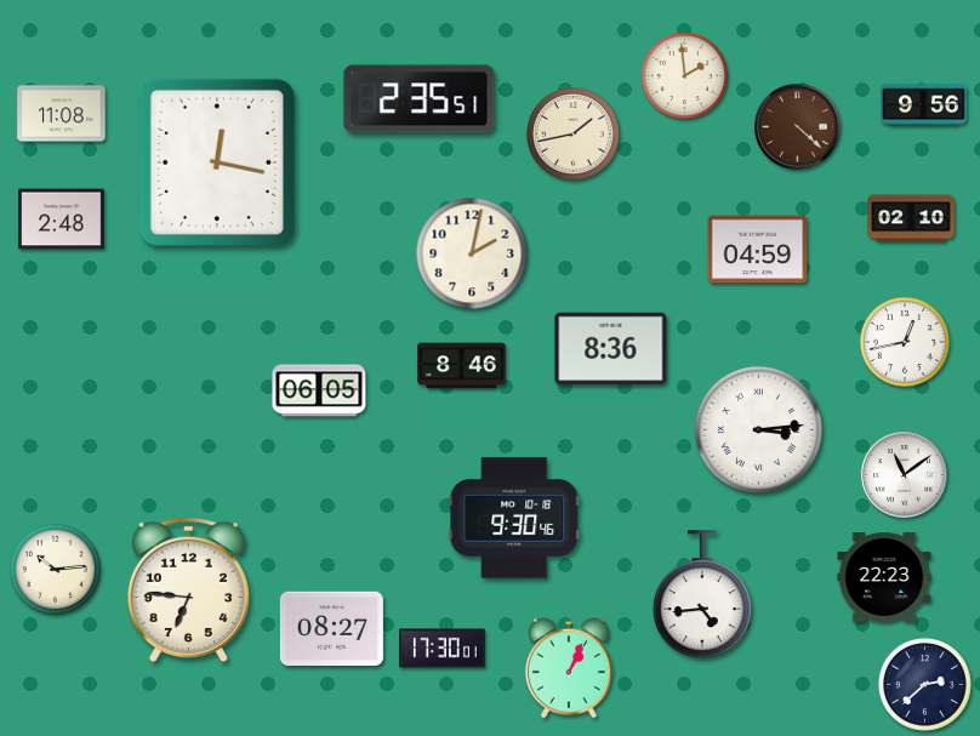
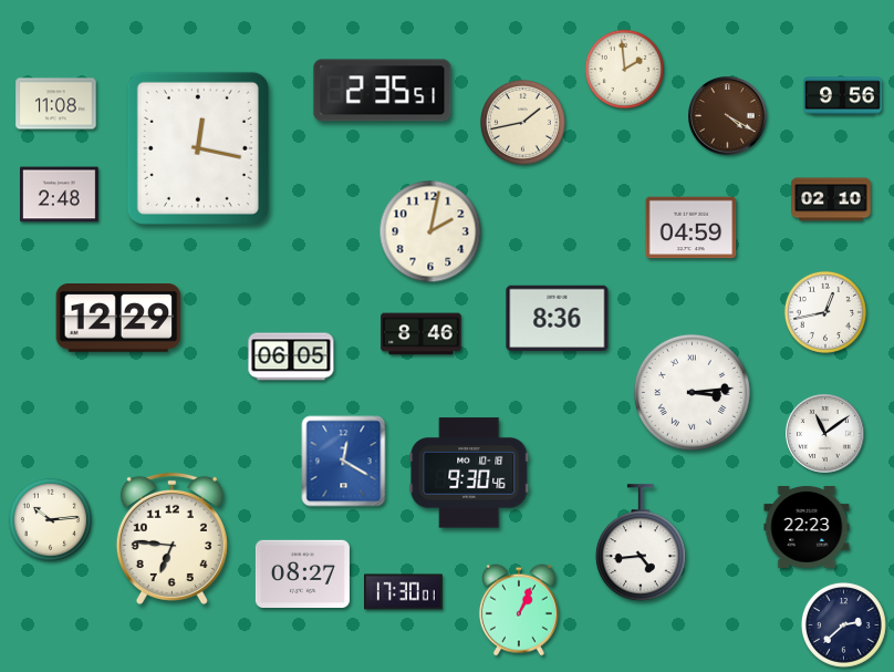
clock at (798, 127): 4:22 -> 4:20
clock at (62, 219) position: (62, 219) -> (60, 195)
clock at (118, 318): none -> 12:29
clock at (344, 462): none -> 12:20
